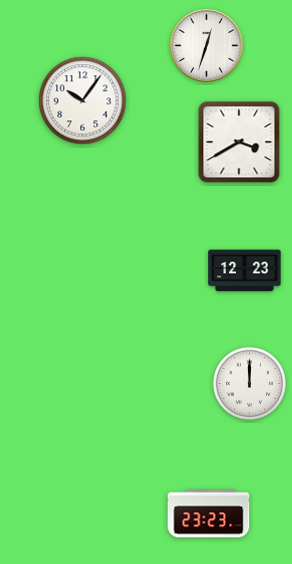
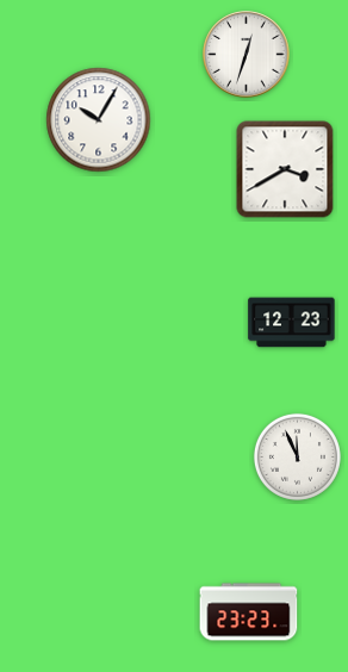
clock at (83, 101): 10:06 -> 10:05
clock at (249, 383): 12:00 -> 11:56
